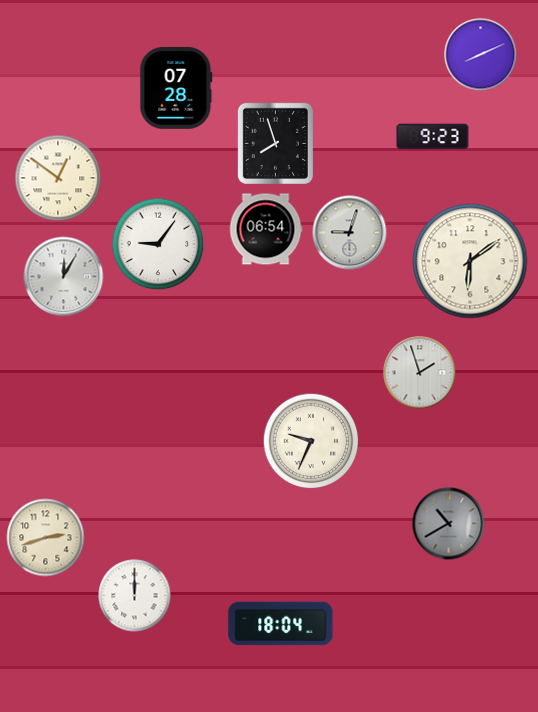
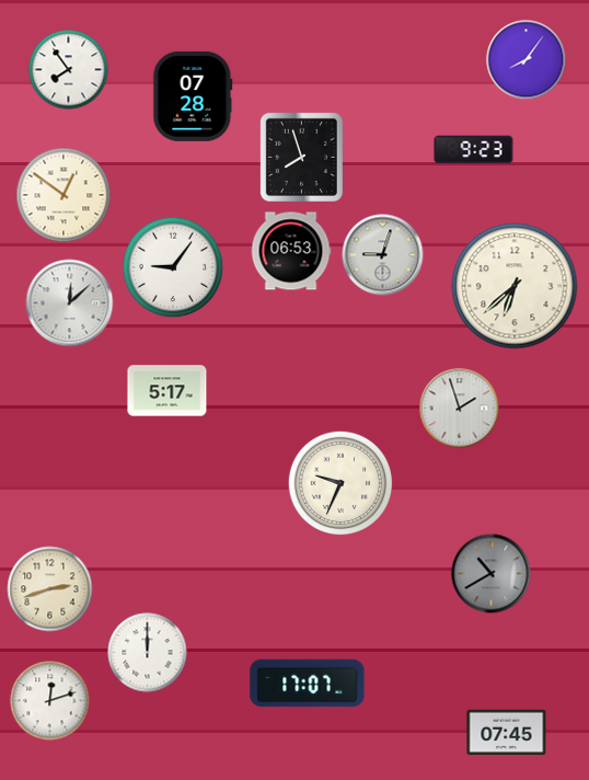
clock at (481, 55): 8:11 -> 8:06
clock at (69, 70): none -> 7:54
clock at (266, 229): 06:54 -> 06:53
clock at (470, 261): 6:09 -> 6:38
clock at (64, 277): 12:05 -> 12:08
clock at (168, 391): none -> 5:17
clock at (281, 624): 18:04 -> 17:07
clock at (50, 701): none -> 12:12
clock at (507, 733): none -> 07:45
